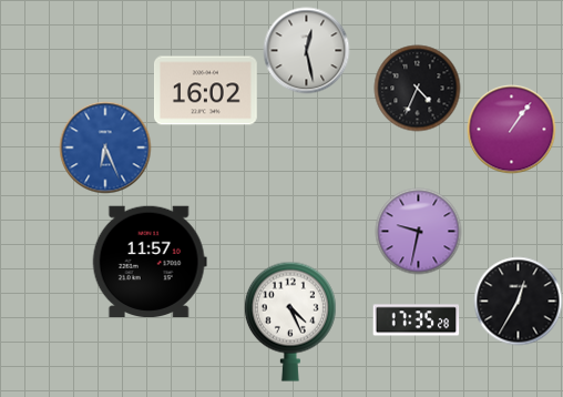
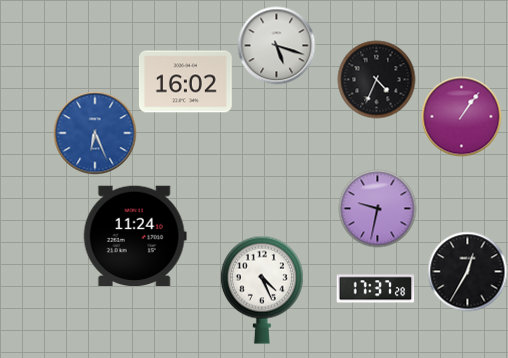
clock at (306, 50): 12:28 -> 5:18
clock at (150, 261): 11:57 -> 11:24
clock at (416, 320): 17:35 -> 17:37
